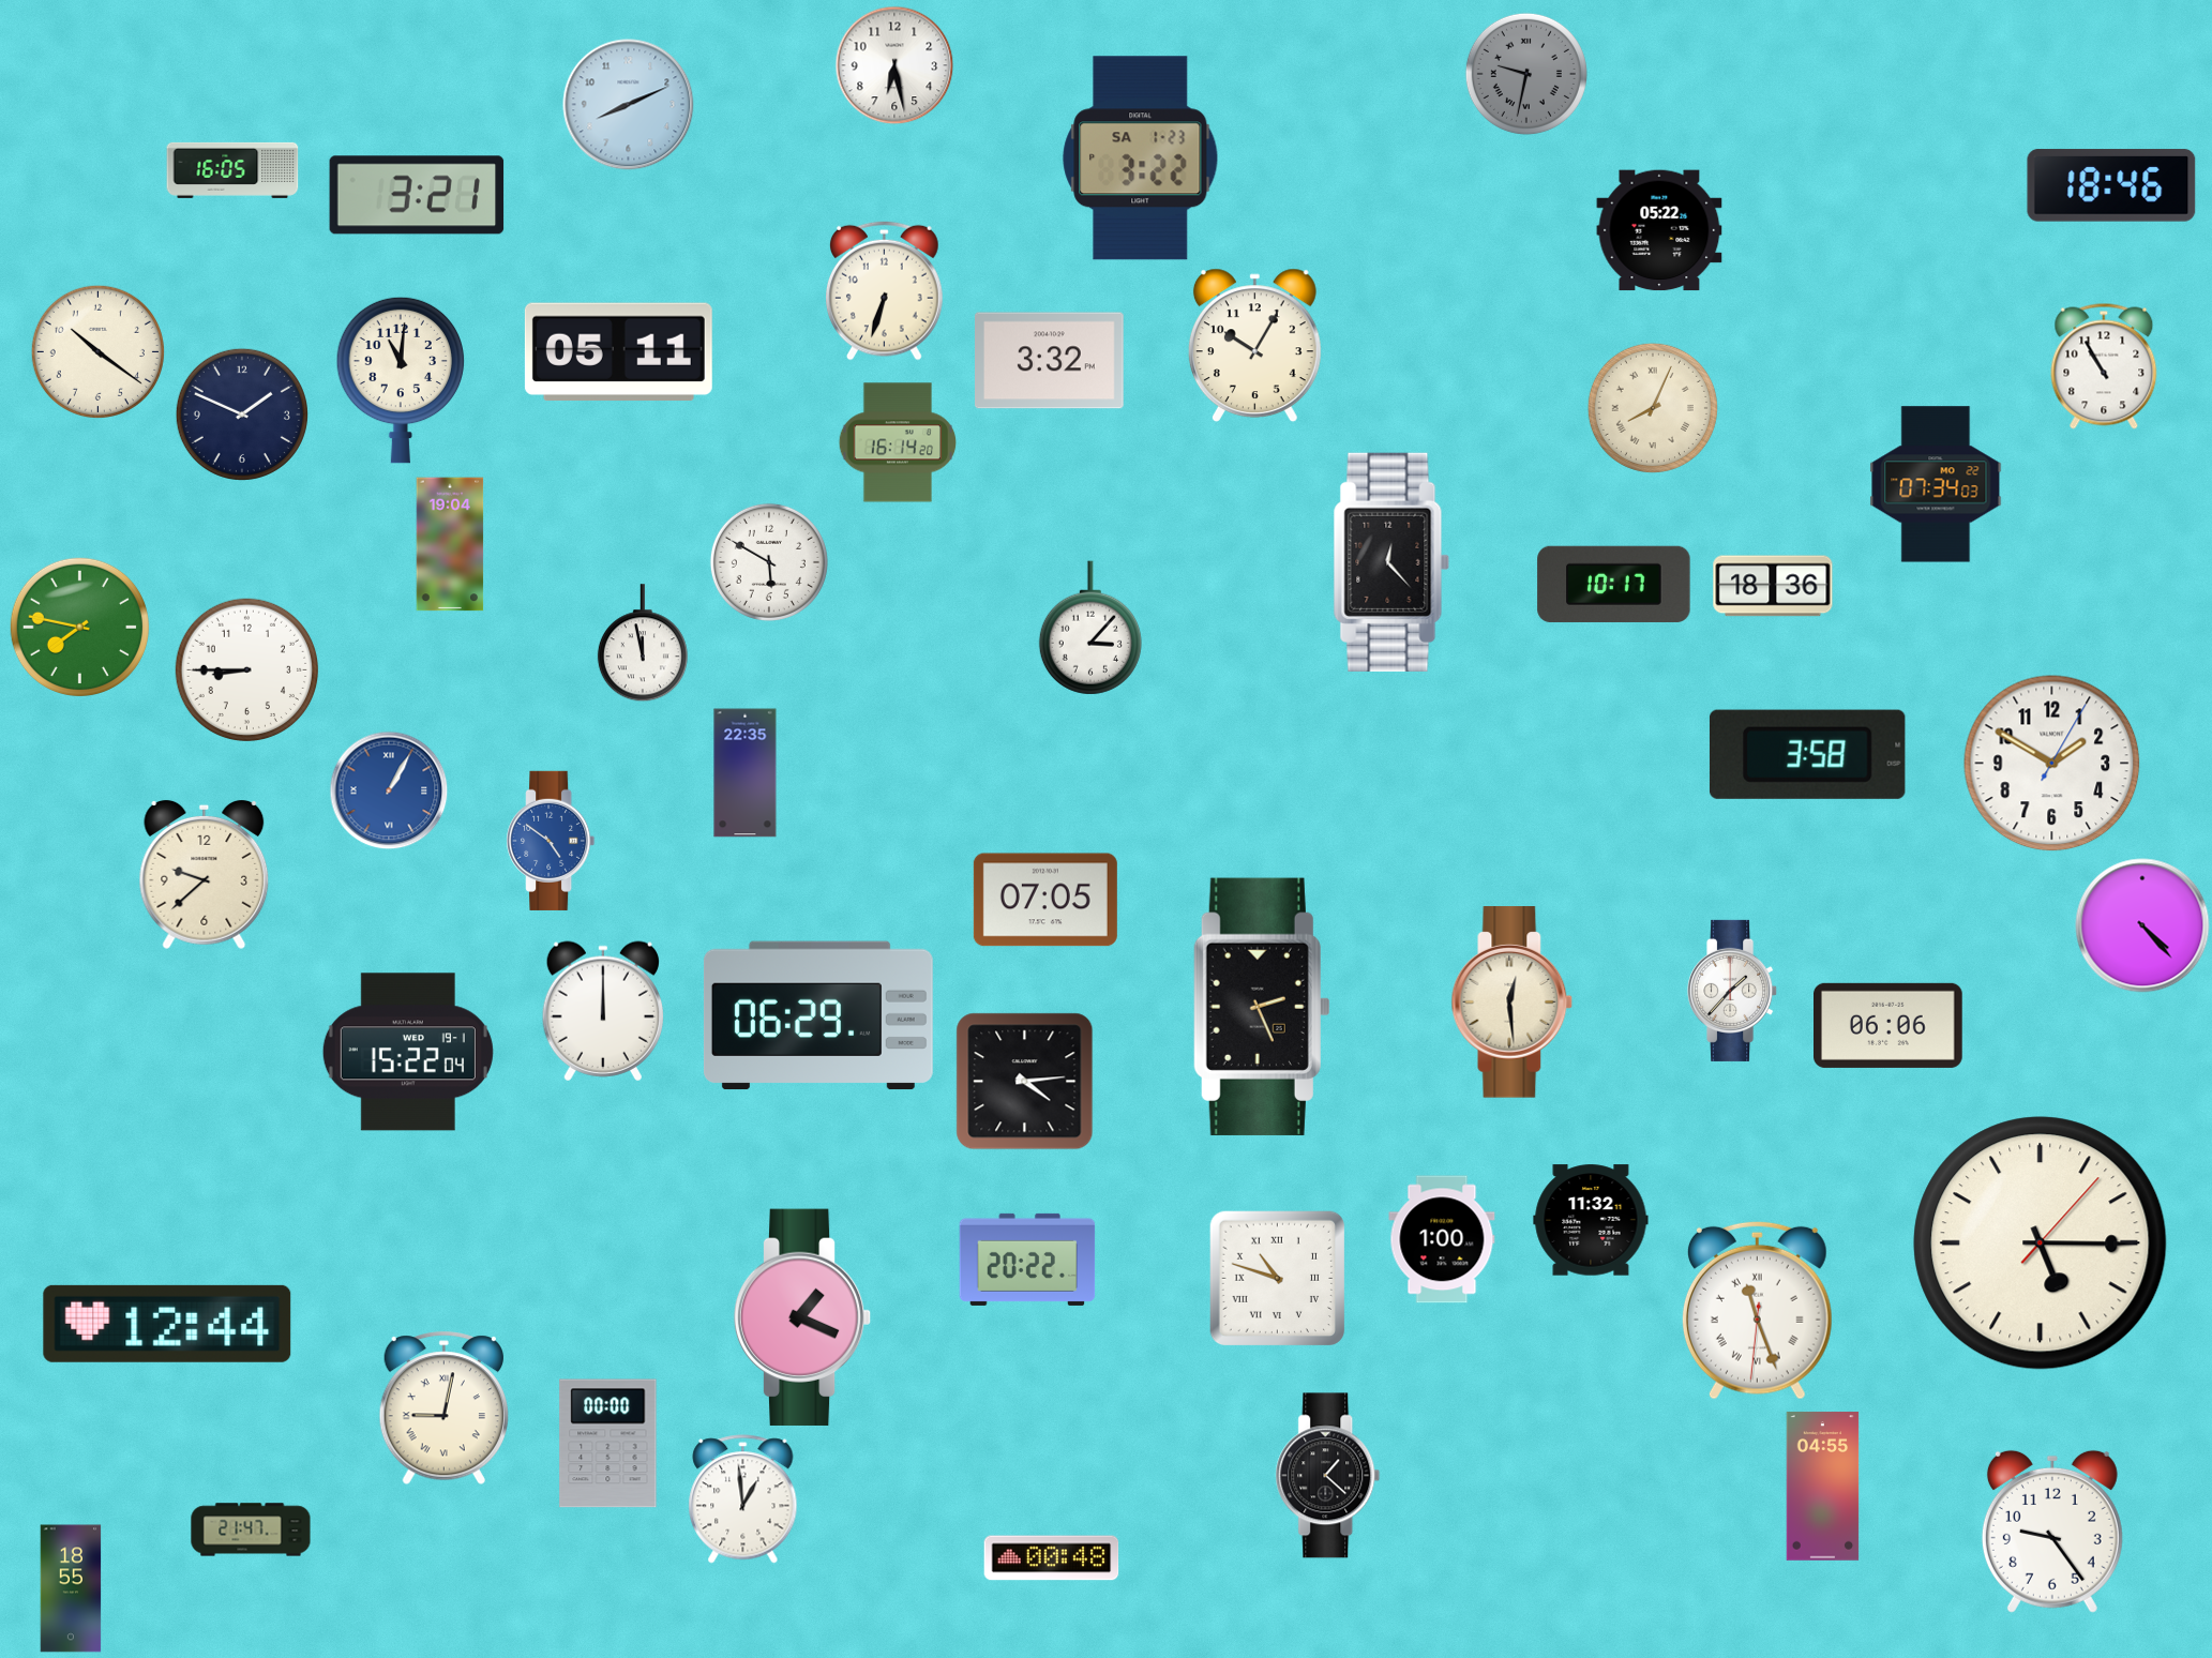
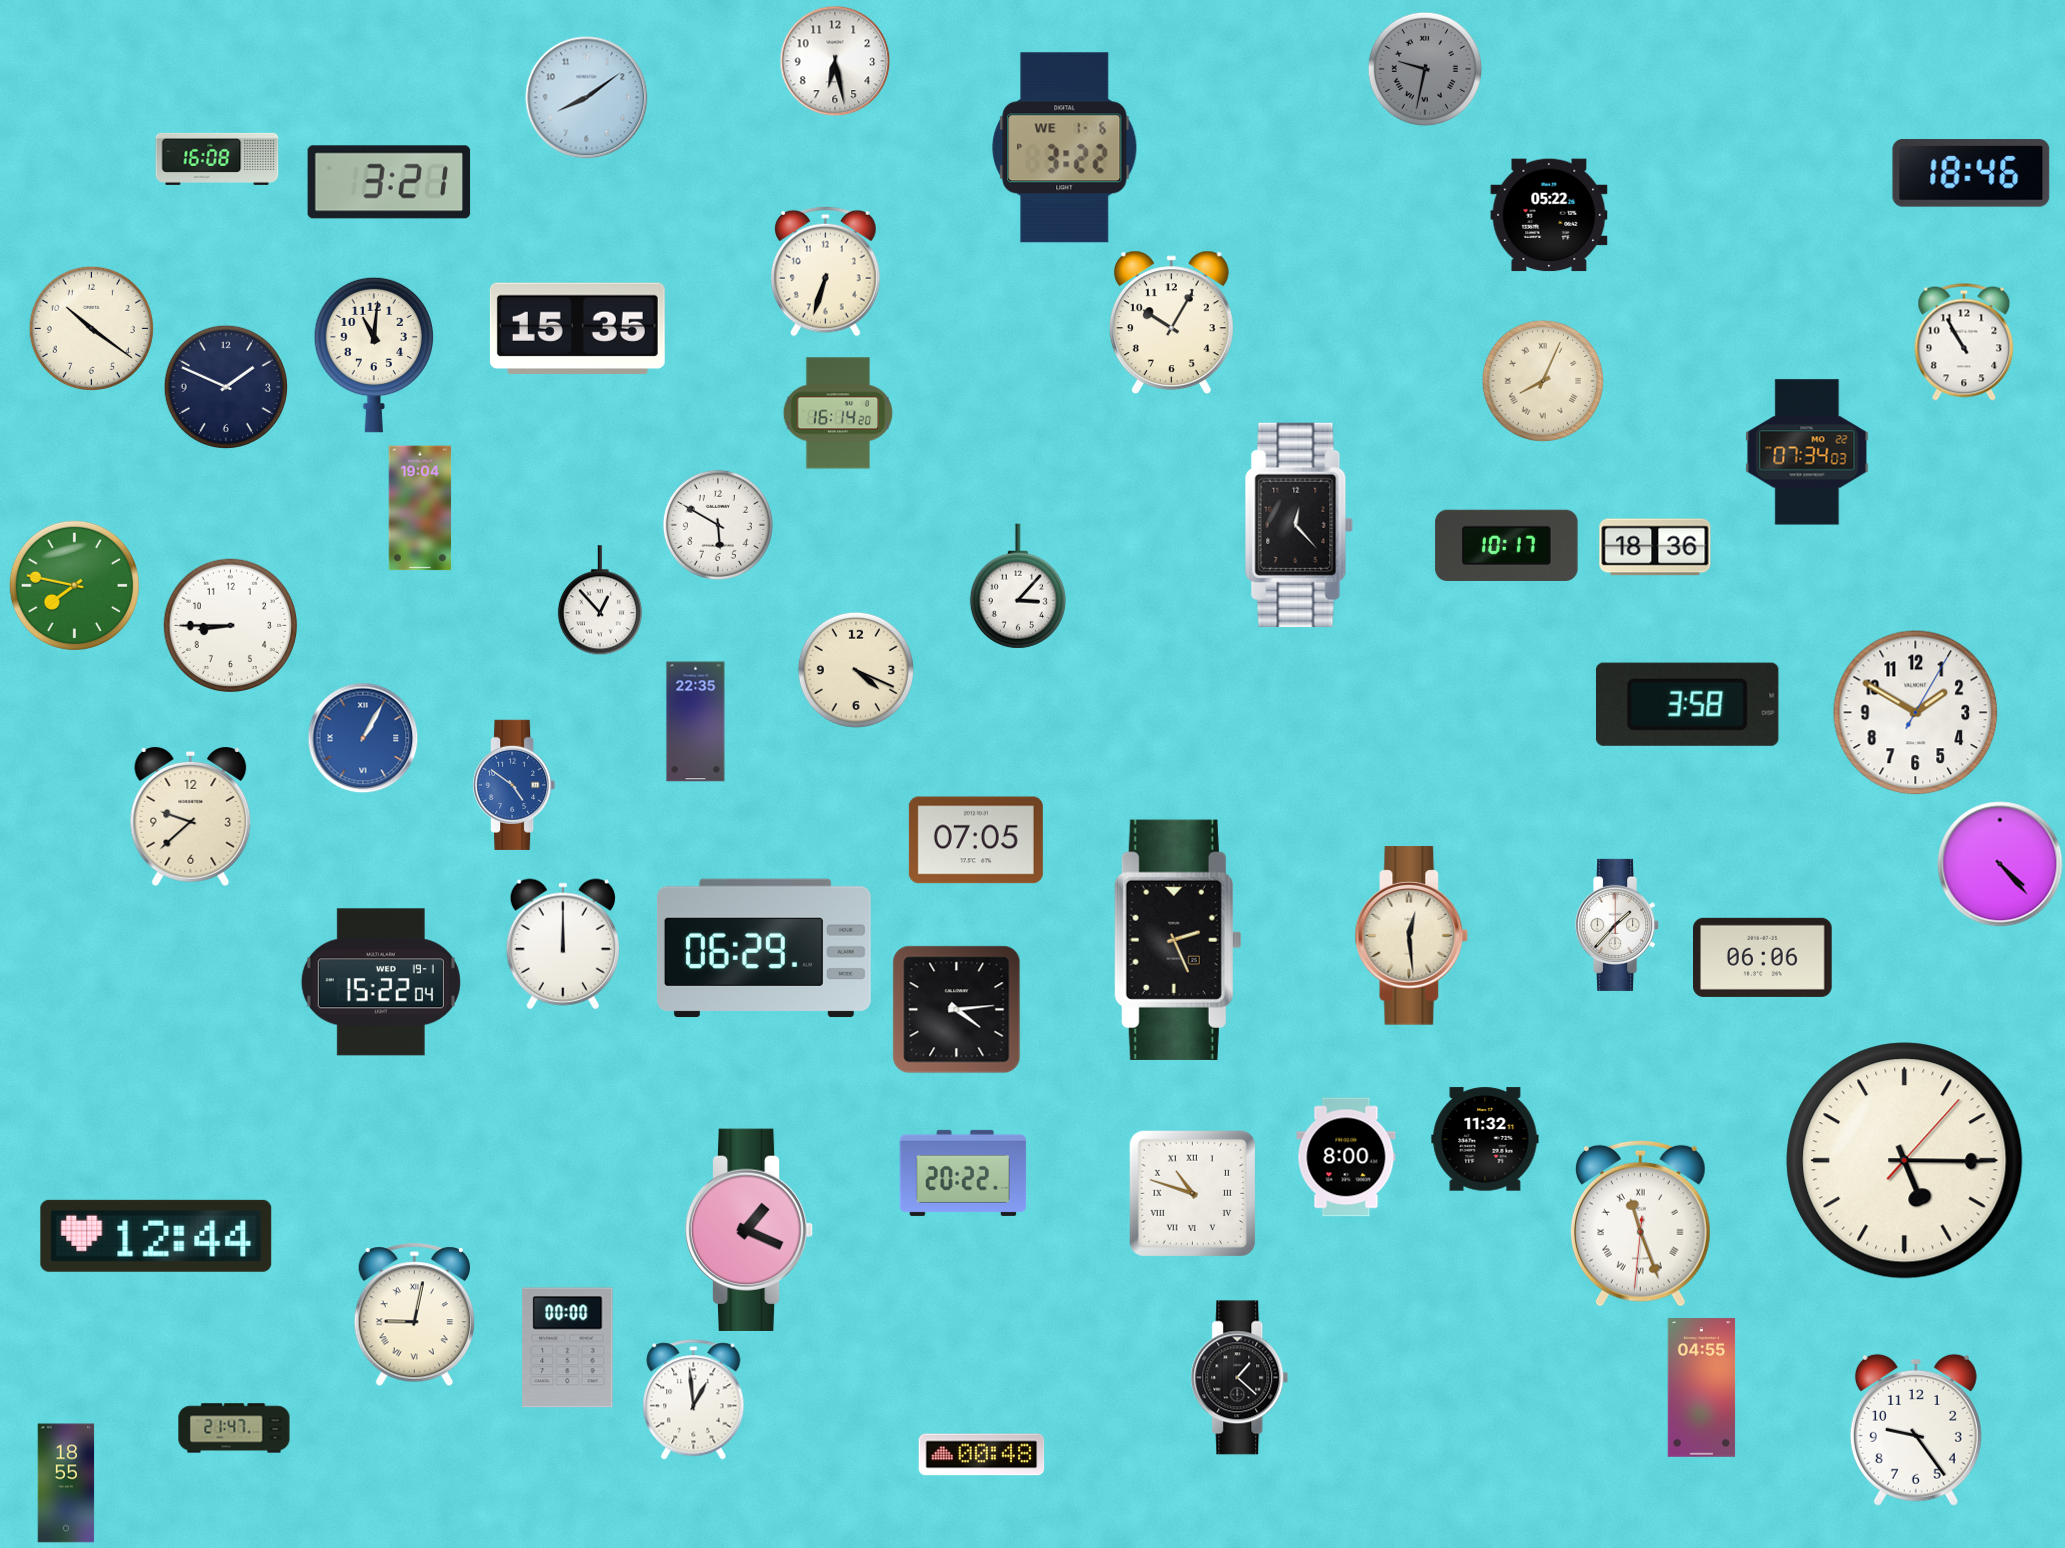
clock at (629, 105): 8:11 -> 8:09
clock at (1141, 159) date: SA 1-23 -> WE 1-6
clock at (232, 170): 16:05 -> 16:08
clock at (618, 352): 05:11 -> 15:35
clock at (1050, 361): 3:32 -> none
clock at (643, 644): 11:58 -> 12:53
clock at (856, 670): none -> 4:19
clock at (1442, 1239): 1:00 -> 8:00
clock at (1027, 1260) position: (1027, 1260) -> (963, 1173)
